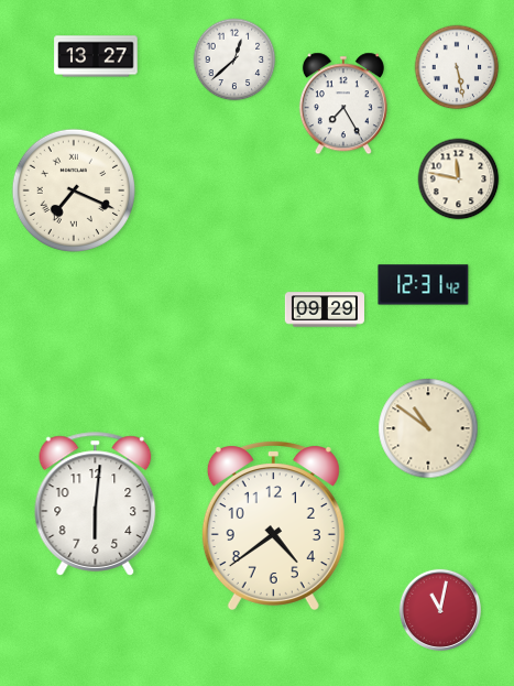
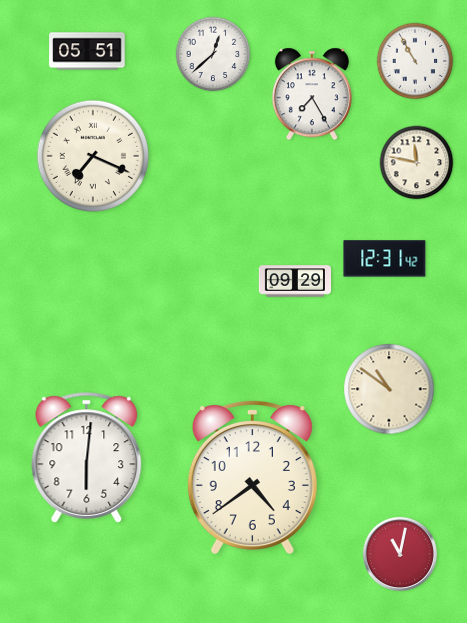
clock at (96, 56): 13:27 -> 05:51
clock at (457, 67): 5:28 -> 10:55
clock at (74, 190) position: (74, 190) -> (93, 156)
clock at (273, 525) position: (273, 525) -> (252, 477)
